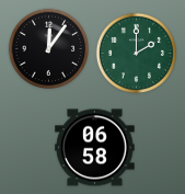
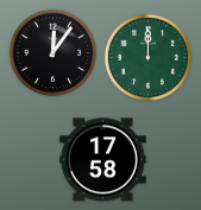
clock at (136, 53): 2:00 -> 12:00
clock at (95, 148): 06:58 -> 17:58
